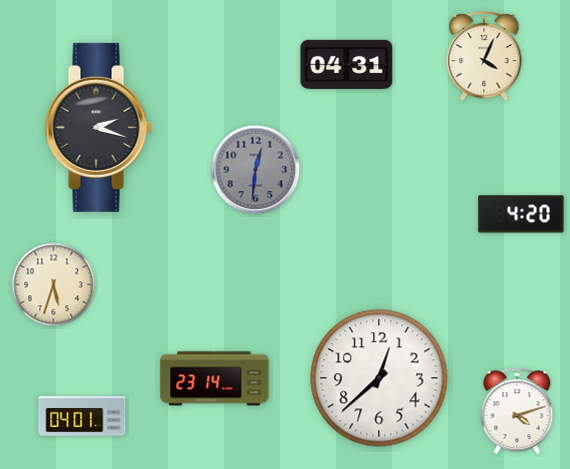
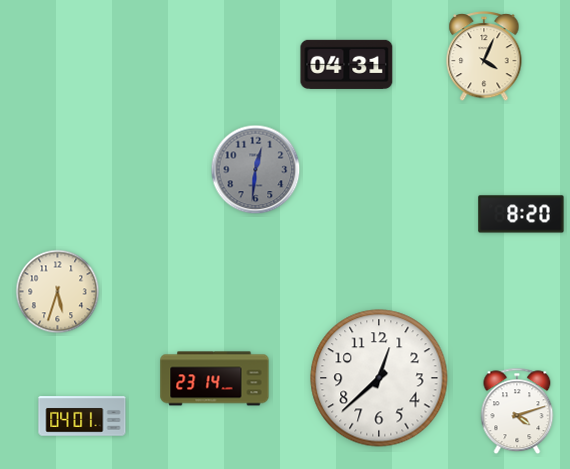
clock at (98, 127): 2:18 -> none
clock at (521, 214): 4:20 -> 8:20
clock at (54, 285) position: (54, 285) -> (58, 292)
